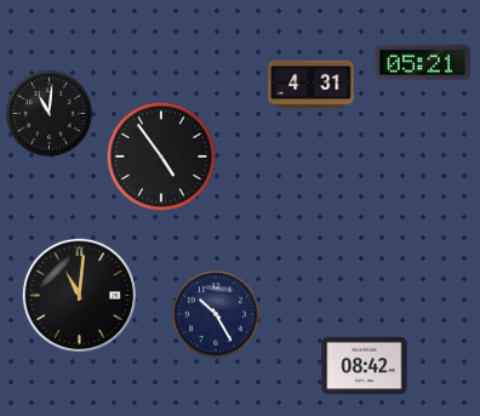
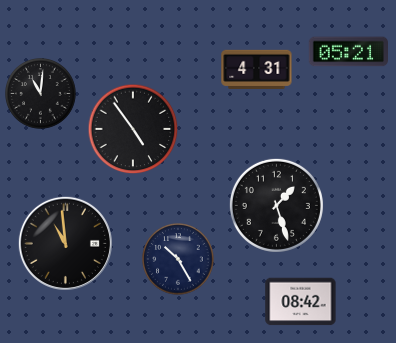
clock at (276, 205): none -> 1:27
clock at (79, 295): 11:01 -> 10:59
